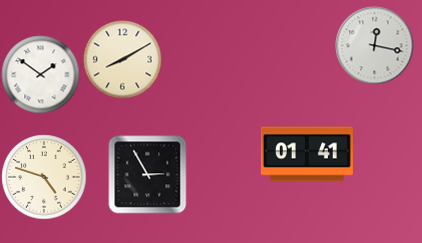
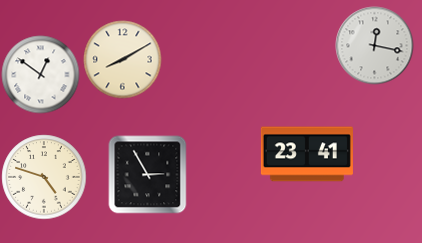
clock at (40, 74): 1:51 -> 12:51
clock at (307, 154): 01:41 -> 23:41
